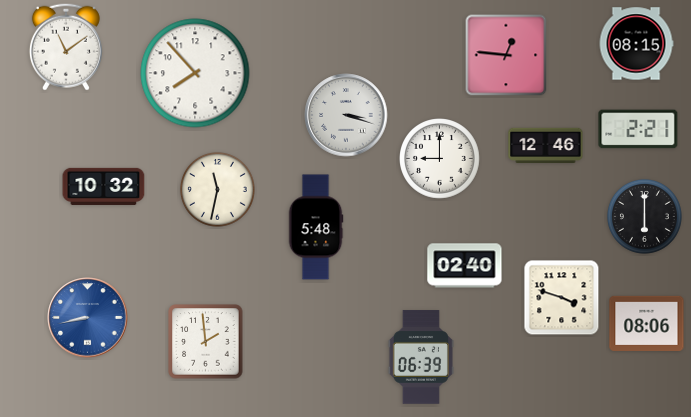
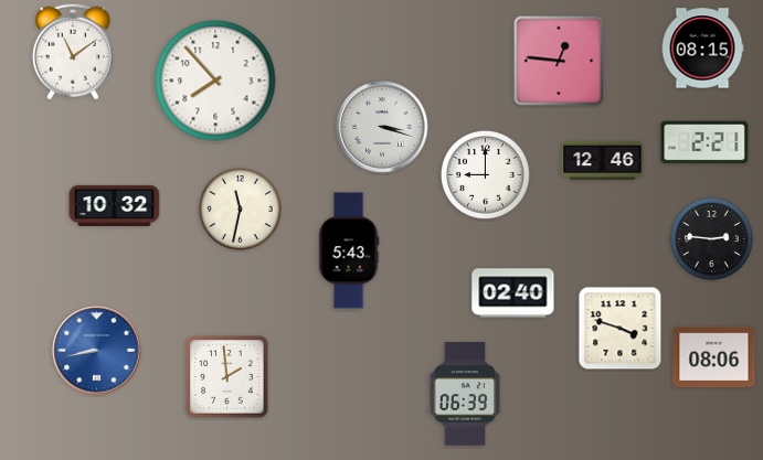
clock at (644, 216): 6:00 -> 2:46
clock at (316, 227): 5:48 -> 5:43
